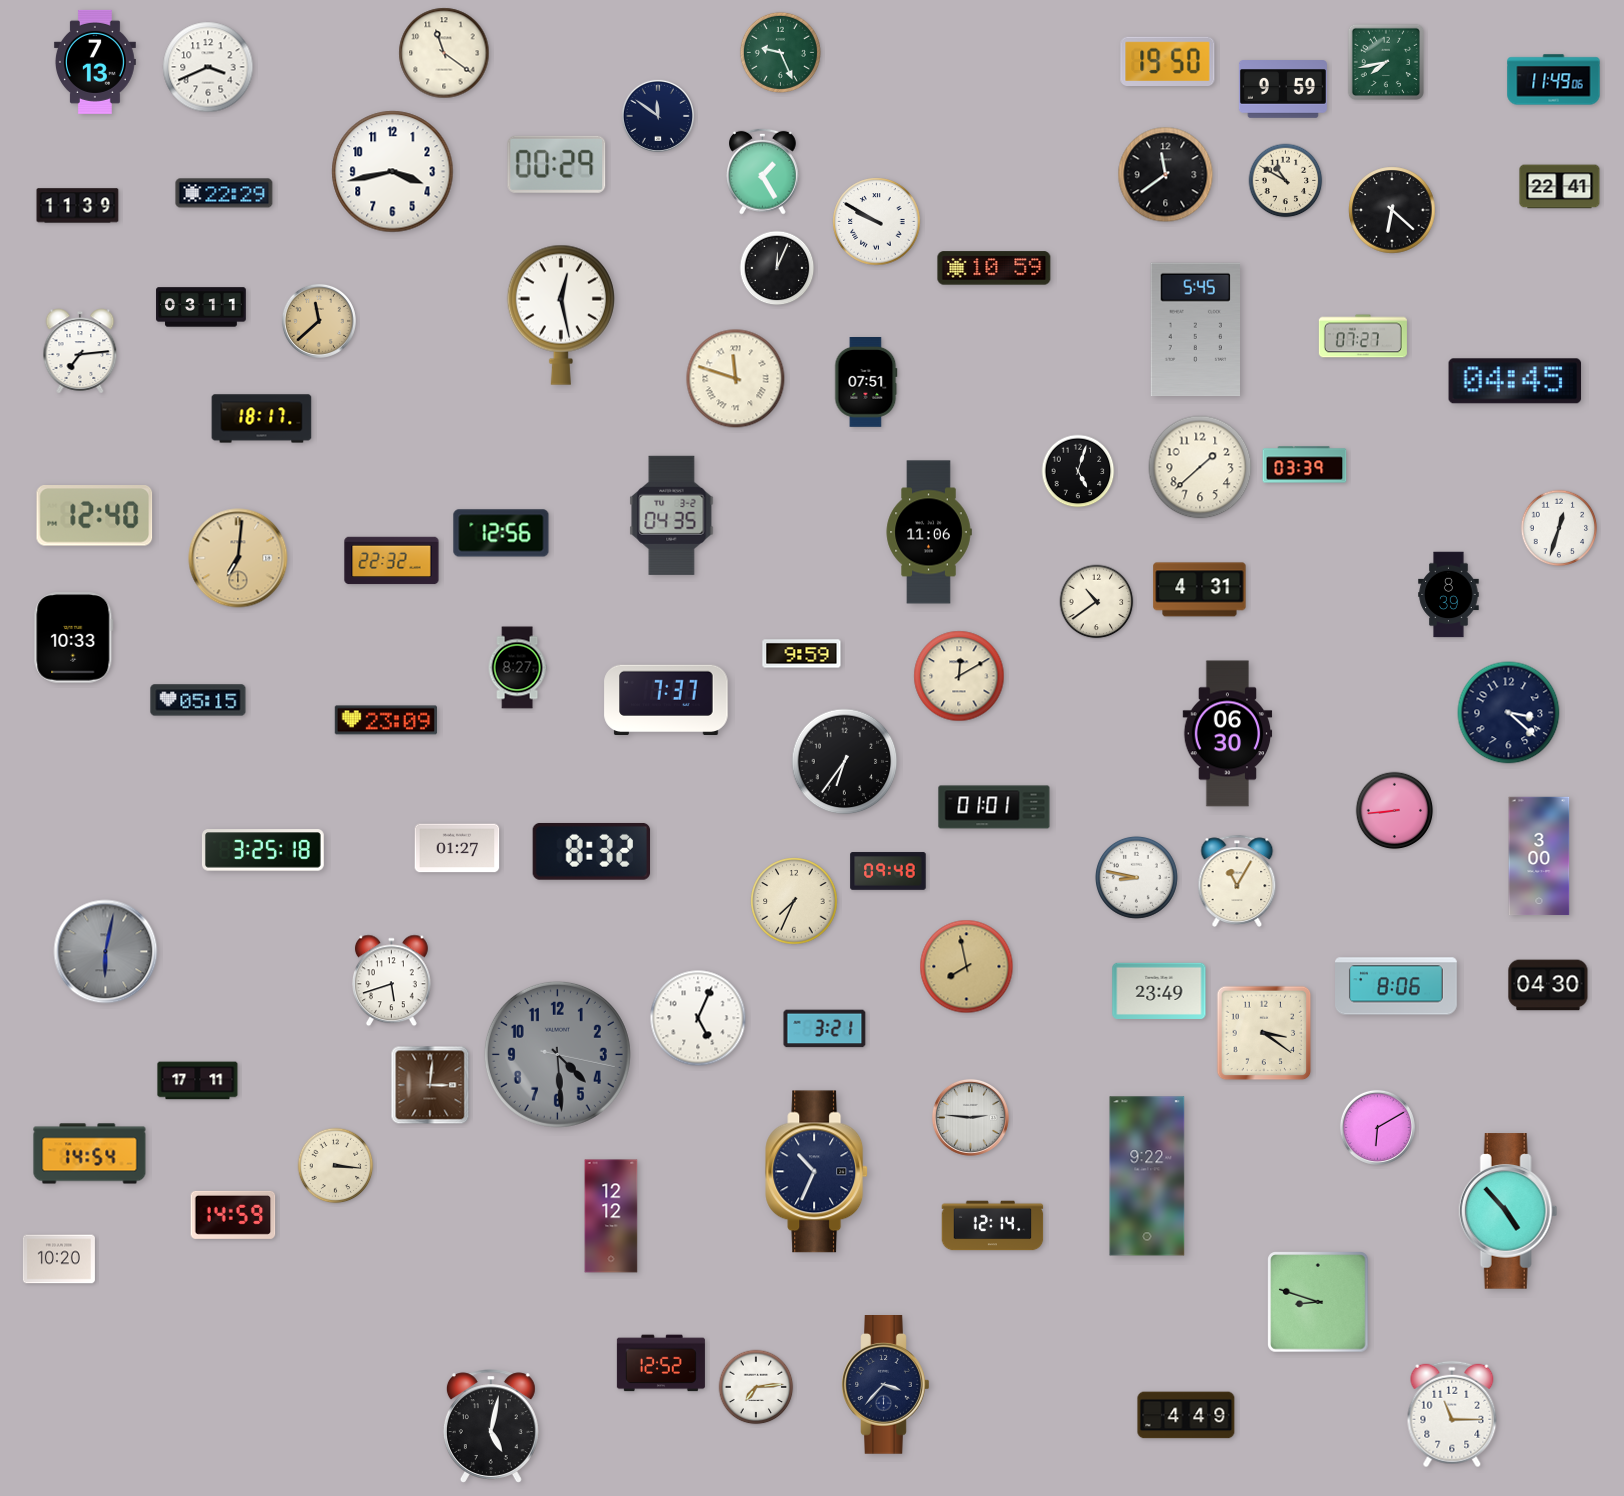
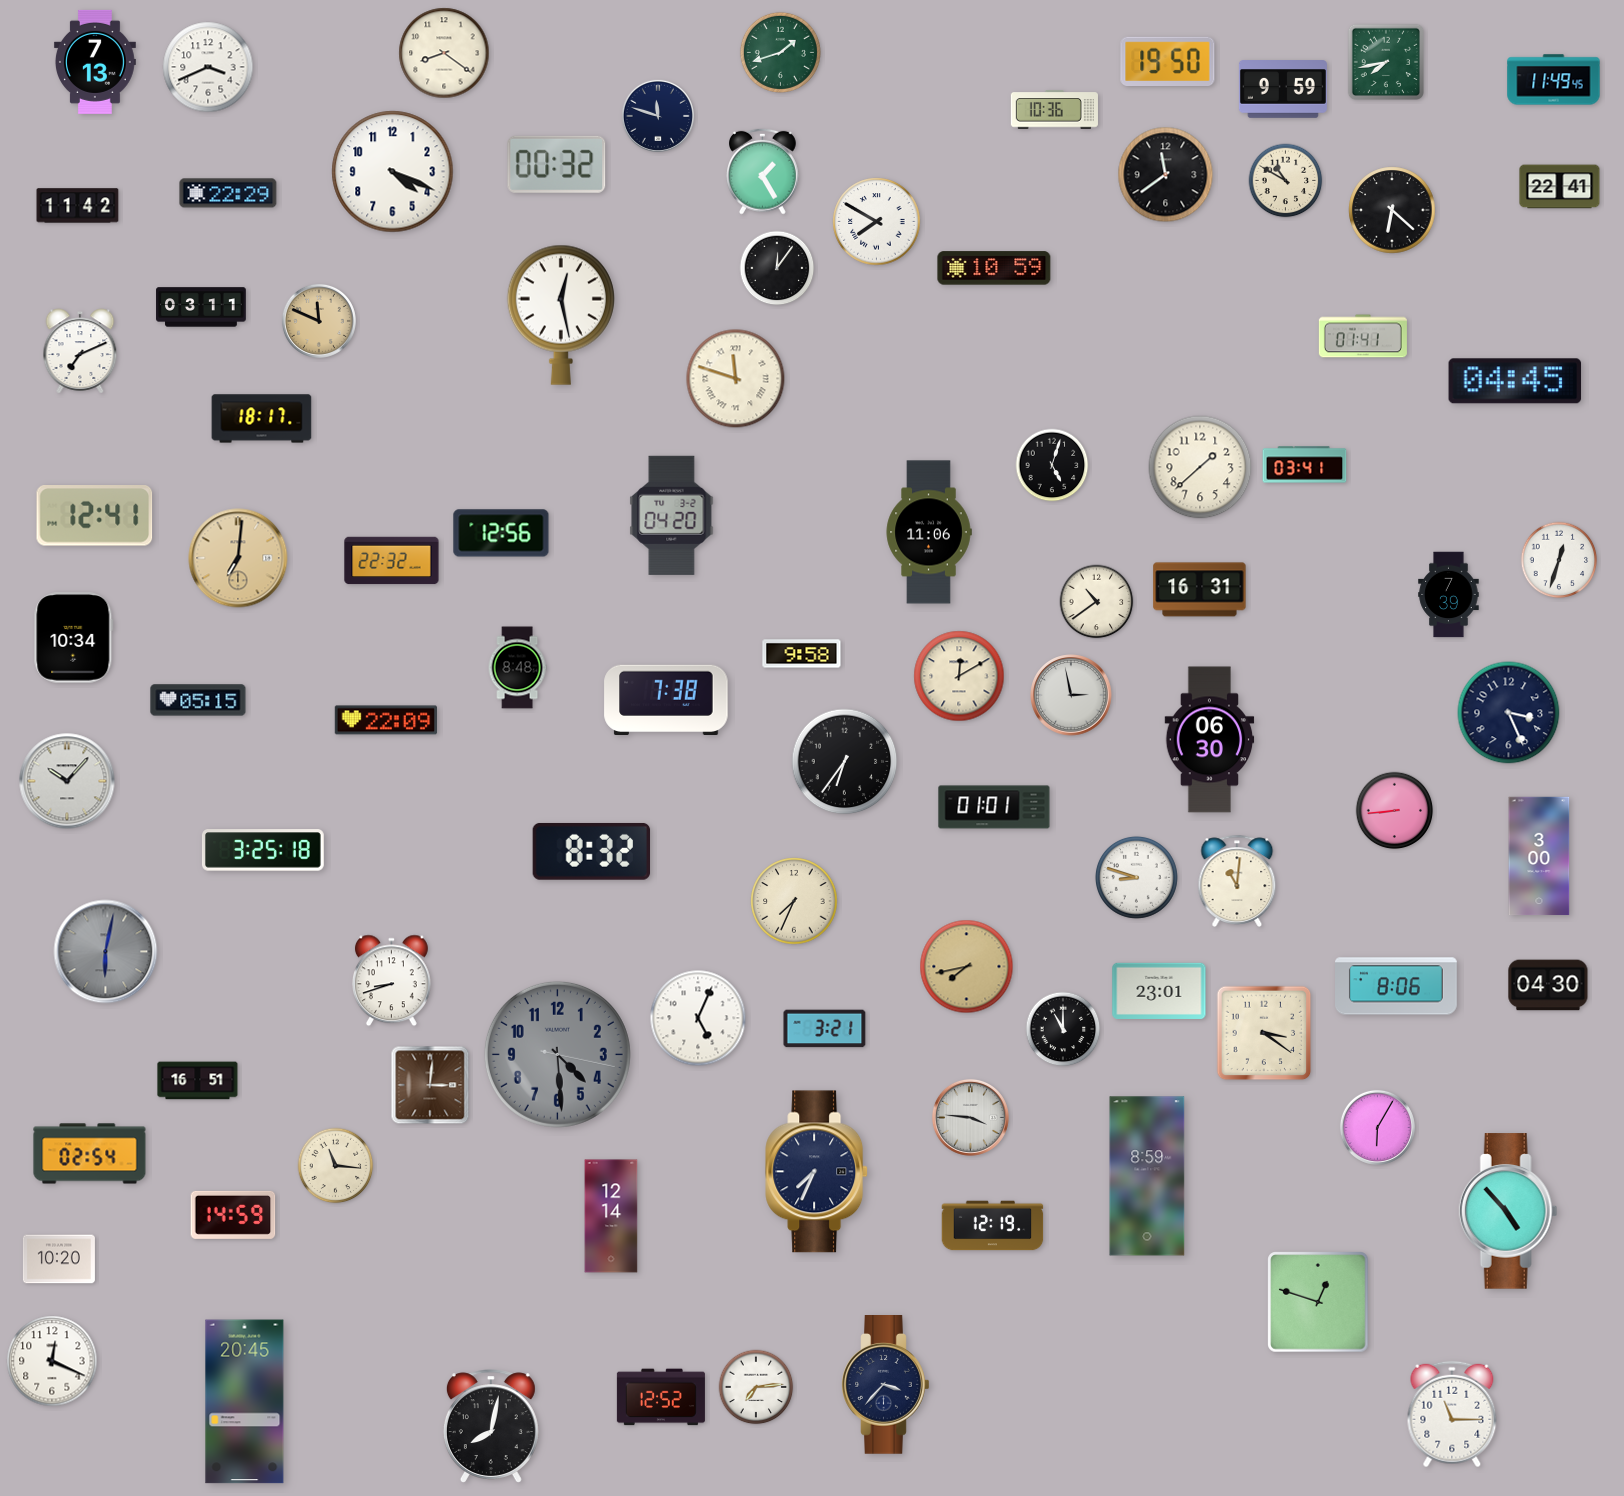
clock at (780, 52): 9:26 -> 1:42
clock at (444, 53): 11:21 -> 8:21
clock at (1554, 80): 11:49:06 -> 11:49:45
clock at (1054, 110): none -> 10:36
clock at (658, 116): 11:51 -> 11:48
clock at (557, 164): 00:29 -> 00:32
clock at (393, 172): 3:43 -> 4:19
clock at (224, 193) position: (224, 193) -> (228, 193)
clock at (78, 206): 11:39 -> 11:42
clock at (877, 222): 9:50 -> 7:50
clock at (777, 268): 12:04 -> 12:06
clock at (319, 321): 11:38 -> 11:49
clock at (1195, 330): 5:45 -> none
clock at (1363, 336): 07:27 -> 01:41
clock at (80, 351): 7:14 -> 7:11
clock at (866, 383): 07:51 -> none
clock at (1305, 465): 03:39 -> 03:41
clock at (1078, 471) position: (1078, 471) -> (1052, 465)
clock at (672, 515): 04:35 -> 04:20
clock at (95, 516): 12:40 -> 12:41
clock at (1559, 528) position: (1559, 528) -> (1559, 560)
clock at (1200, 590): 4:31 -> 16:31
clock at (1449, 595): 8:39 -> 7:39
clock at (74, 638): 10:33 -> 10:34
clock at (802, 654): 9:59 -> 9:58
clock at (517, 668): 8:27 -> 8:48
clock at (1071, 695): none -> 2:58
clock at (666, 699): 7:37 -> 7:38
clock at (1509, 713): 3:22 -> 3:26
clock at (385, 720): 23:09 -> 22:09
clock at (1228, 734) position: (1228, 734) -> (1210, 740)
clock at (67, 781): none -> 10:07
clock at (457, 848): 01:27 -> none
clock at (888, 871): 09:48 -> none
clock at (1136, 877): 8:47 -> 8:48
clock at (1237, 881): 11:05 -> 11:01
clock at (967, 967): 7:58 -> 7:43
clock at (391, 981): 5:42 -> 8:42
clock at (1159, 991): 23:49 -> 23:01
clock at (1063, 1029): none -> 11:00
clock at (198, 1081): 17:11 -> 16:51
clock at (970, 1117): 2:46 -> 3:46
clock at (1377, 1127): 6:10 -> 6:05
clock at (90, 1154): 14:54 -> 02:54
clock at (336, 1166): 3:16 -> 11:16
clock at (817, 1172): 10:34 -> 7:34
clock at (1147, 1176): 9:22 -> 8:59
clock at (611, 1216): 12:12 -> 12:14
clock at (993, 1226): 12:14 -> 12:19
clock at (1318, 1302): 8:48 -> 12:48
clock at (52, 1361): none -> 12:19
clock at (661, 1363) position: (661, 1363) -> (661, 1397)
clock at (245, 1402): none -> 20:45
clock at (1186, 1415): 4:49 -> none
clock at (491, 1426): 5:02 -> 8:02
